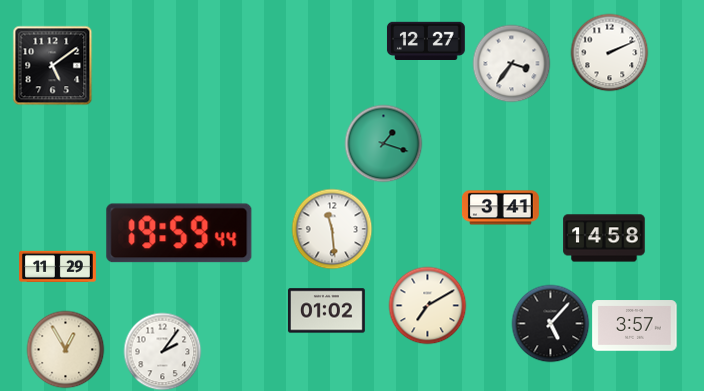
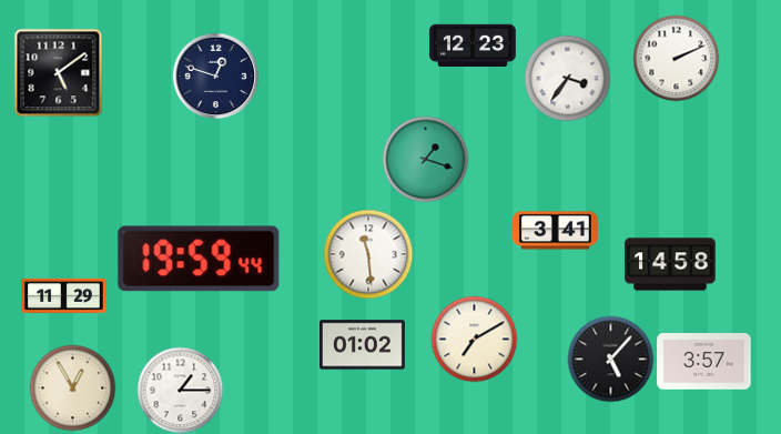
clock at (426, 40): 12:27 -> 12:23
clock at (511, 63) position: (511, 63) -> (567, 78)
clock at (215, 75): none -> 12:48
clock at (162, 351): 2:06 -> 1:15
